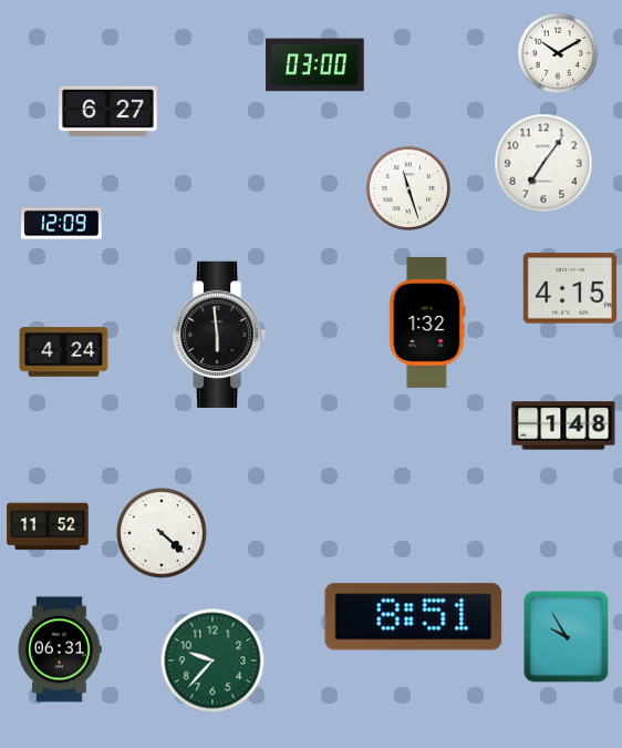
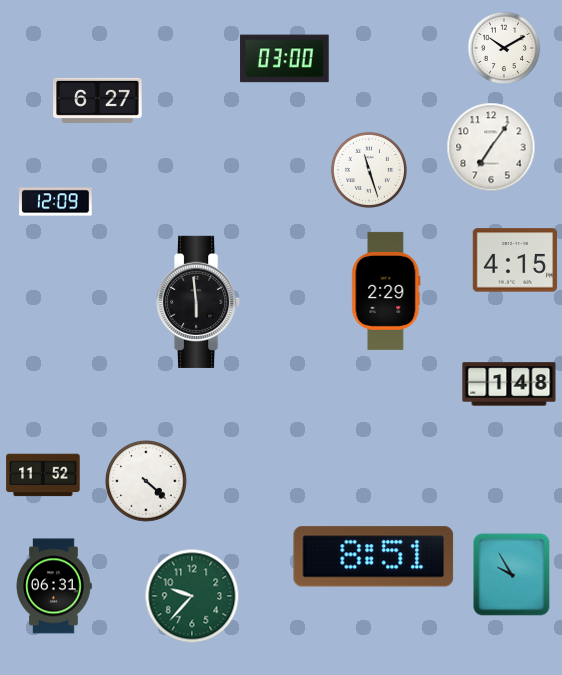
clock at (427, 322): 1:32 -> 2:29
clock at (64, 352): 4:24 -> none
